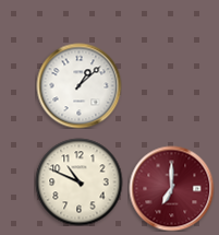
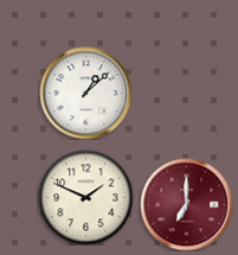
clock at (78, 181): 10:49 -> 1:49
